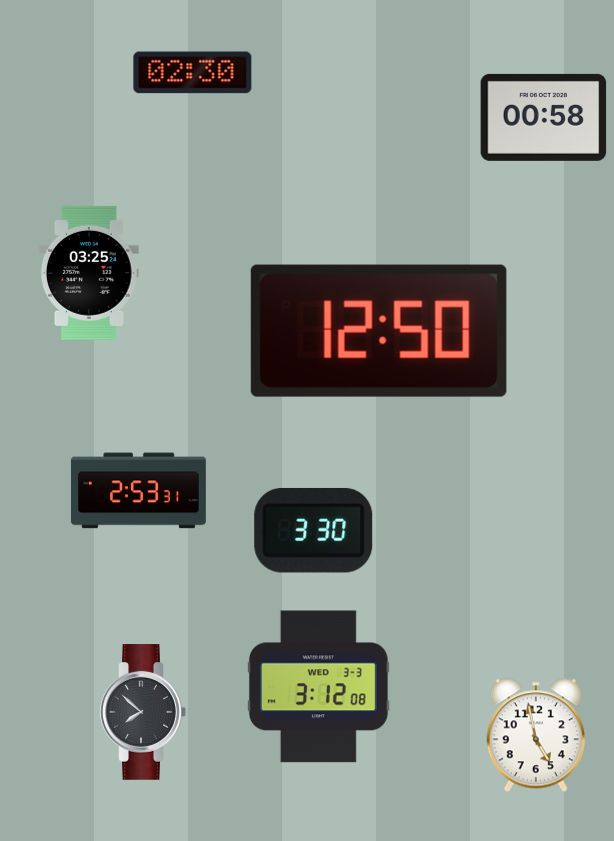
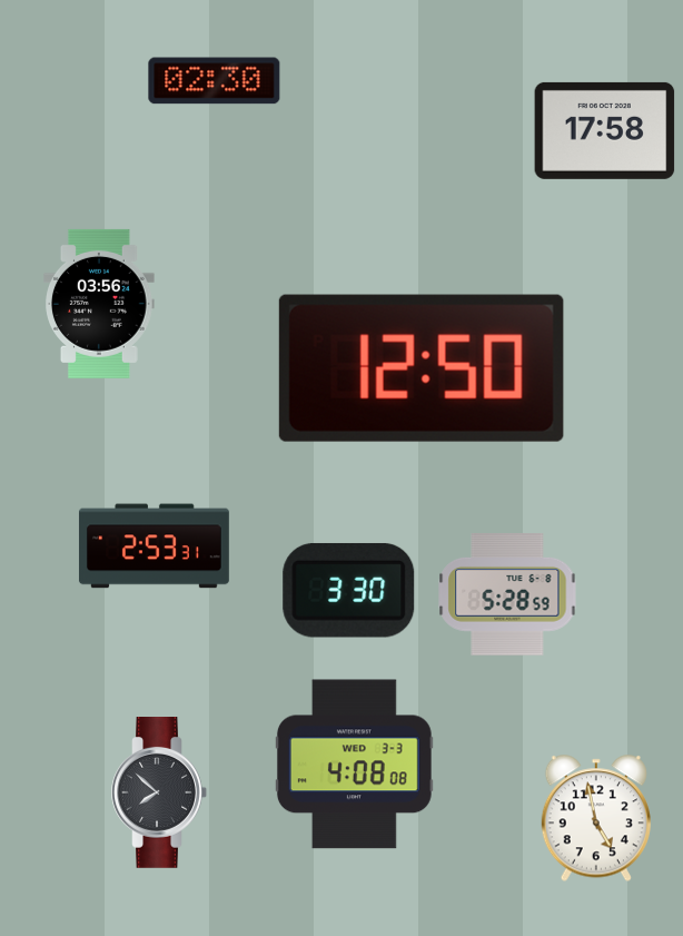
clock at (544, 117): 00:58 -> 17:58
clock at (90, 273): 03:25 -> 03:56
clock at (507, 595): none -> 5:28
clock at (318, 687): 3:12 -> 4:08
